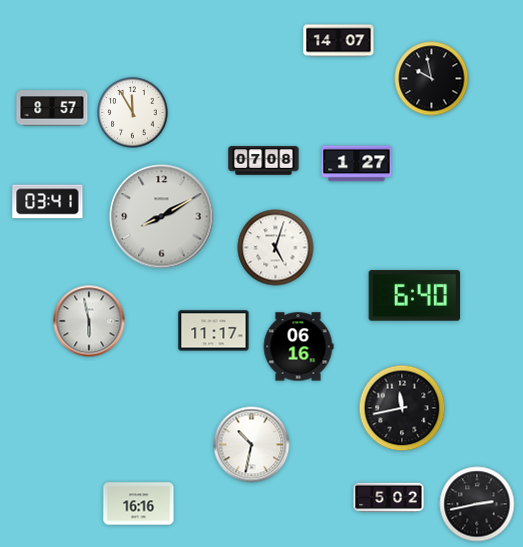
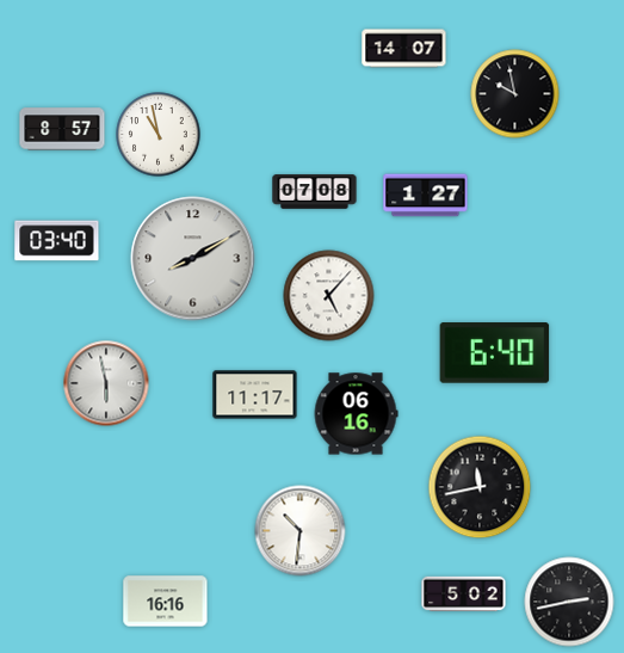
clock at (133, 113): 11:55 -> 10:58
clock at (48, 202): 03:41 -> 03:40
clock at (276, 248): 5:03 -> 5:07
clock at (252, 445): 10:32 -> 10:31
